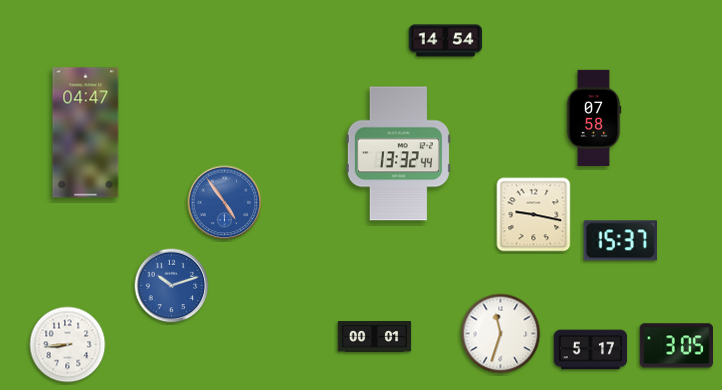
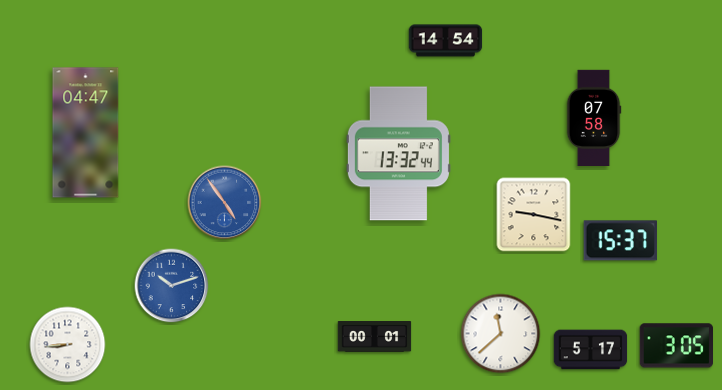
clock at (501, 334): 11:33 -> 11:38
